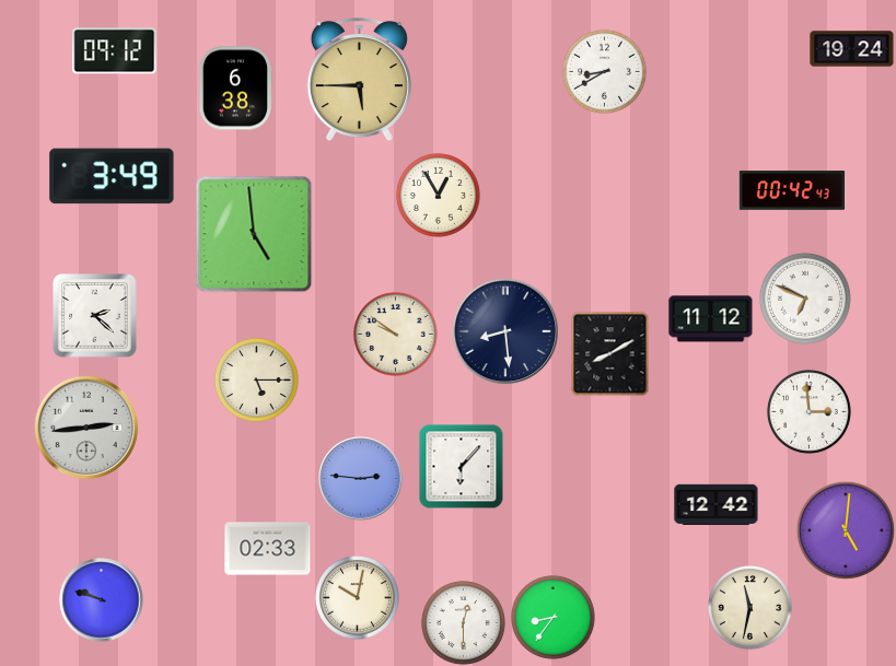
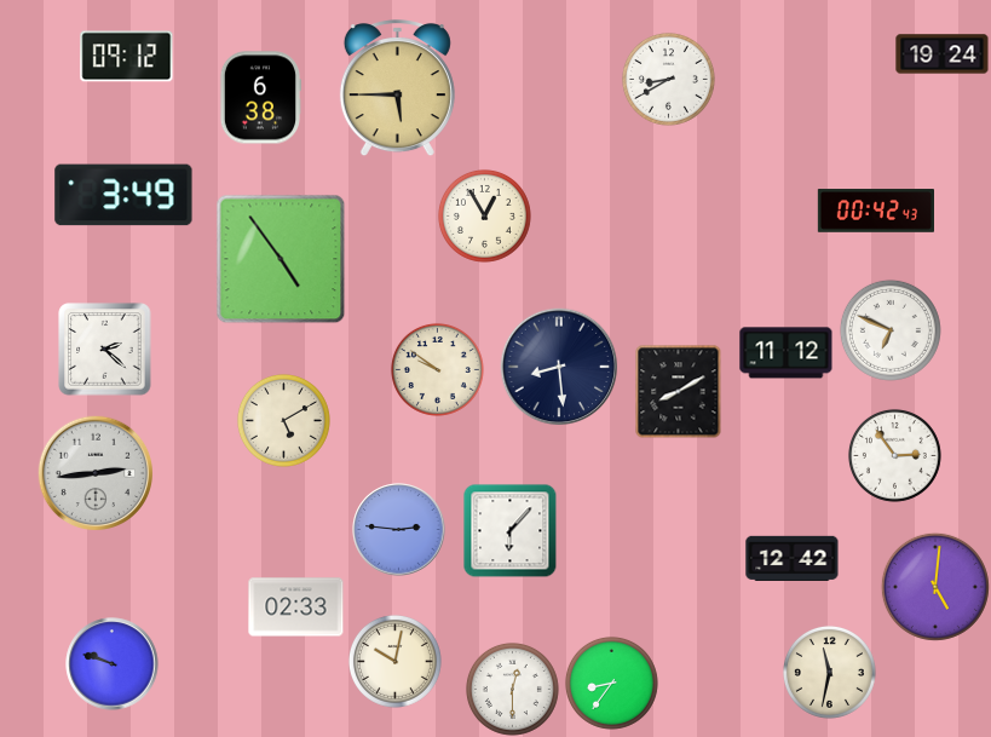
clock at (254, 234): 4:59 -> 4:54
clock at (610, 353) position: (610, 353) -> (679, 391)
clock at (256, 379): 5:15 -> 5:10
clock at (808, 411): 2:59 -> 2:54
clock at (461, 466) position: (461, 466) -> (509, 530)
